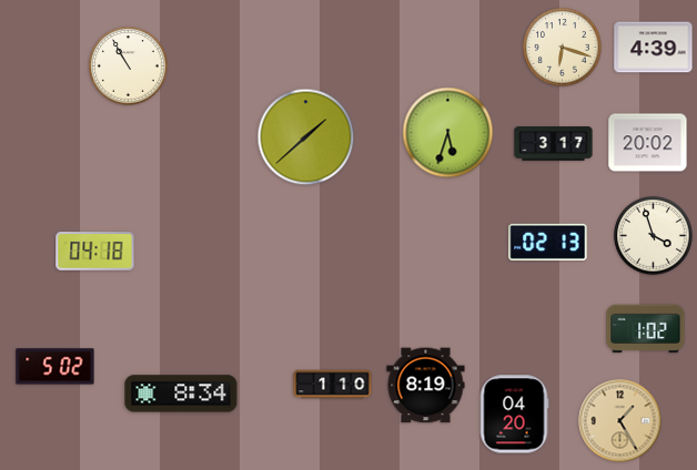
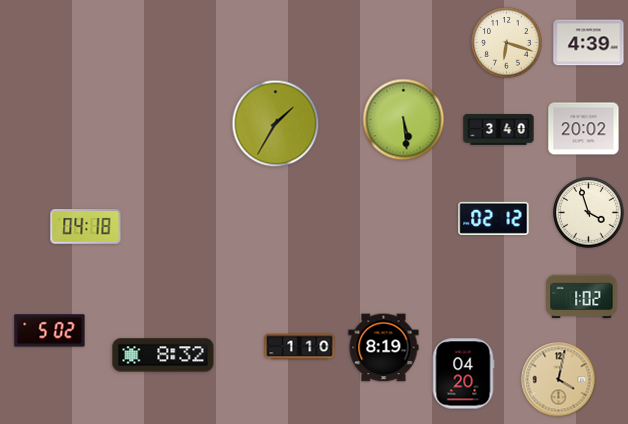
clock at (129, 67): 10:55 -> none
clock at (448, 133): 5:33 -> 5:29
clock at (306, 137): 1:38 -> 1:35
clock at (554, 144): 3:17 -> 3:40
clock at (548, 242): 02:13 -> 02:12
clock at (181, 394): 8:34 -> 8:32
clock at (620, 421): 1:25 -> 4:02
